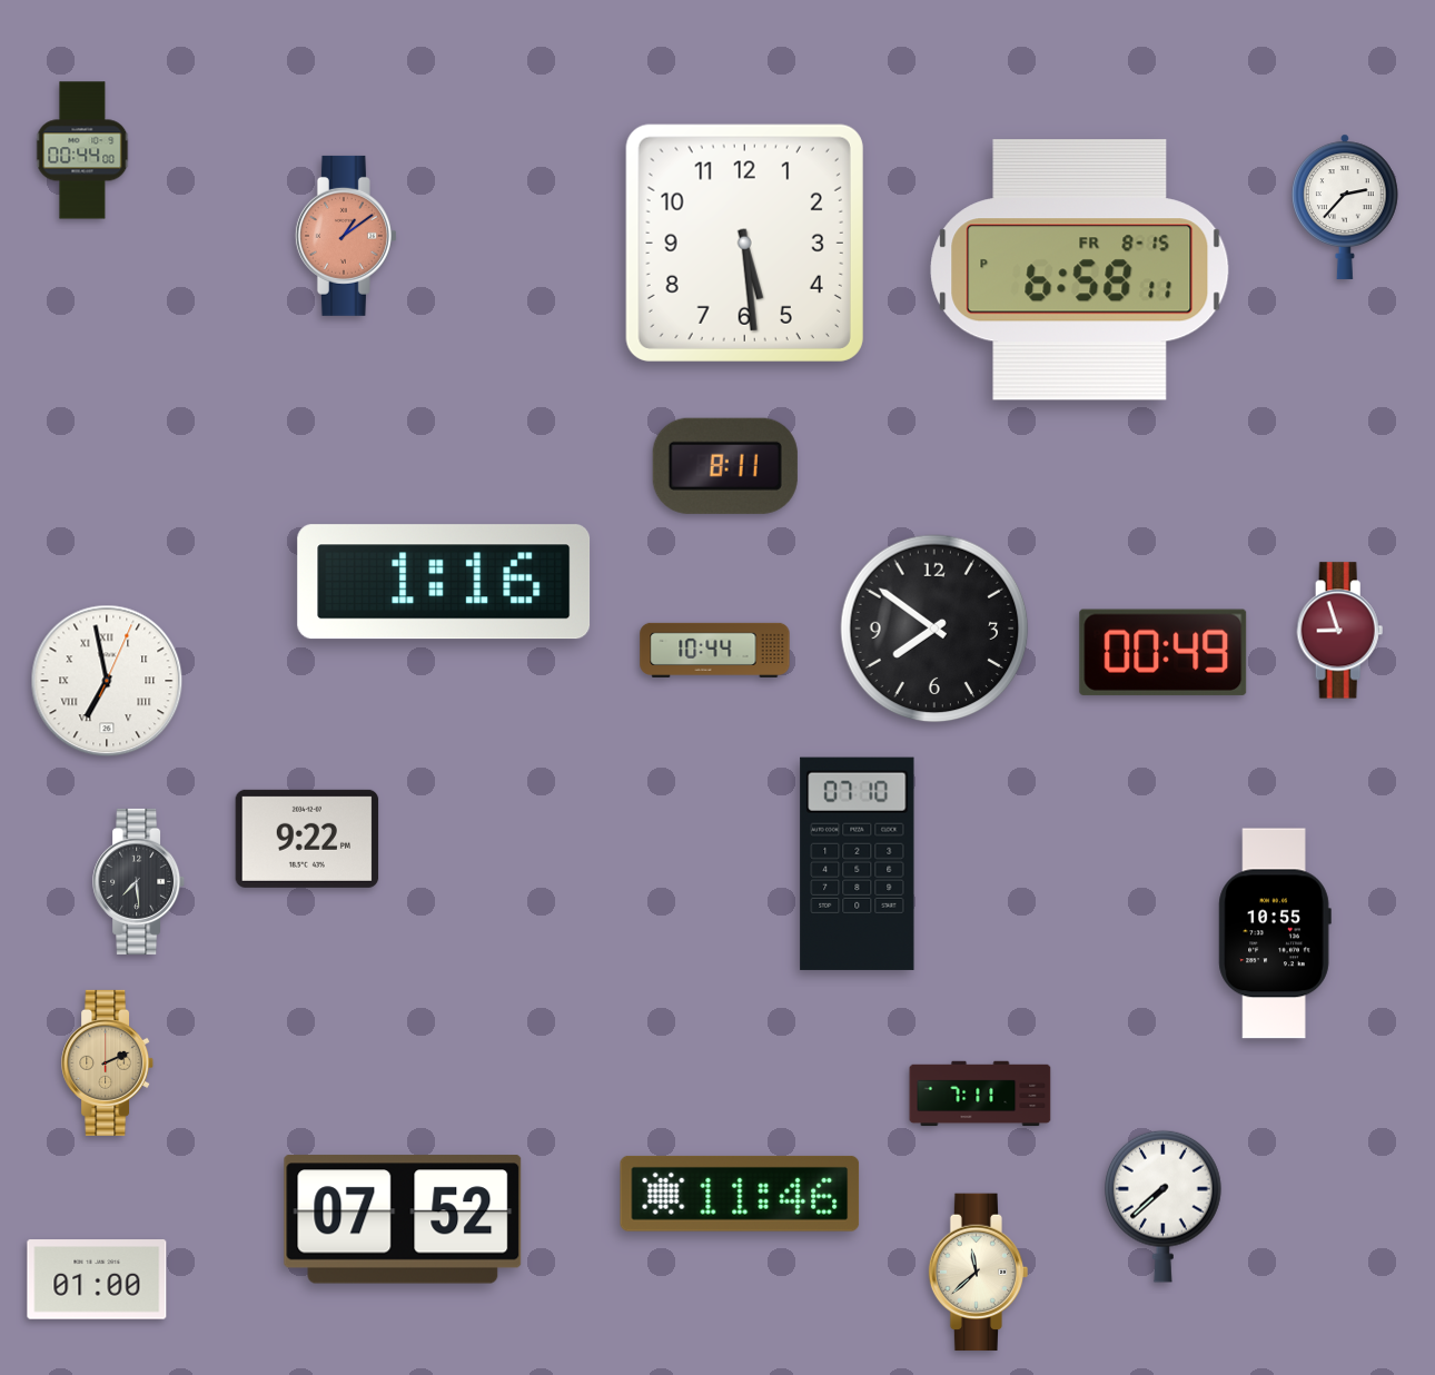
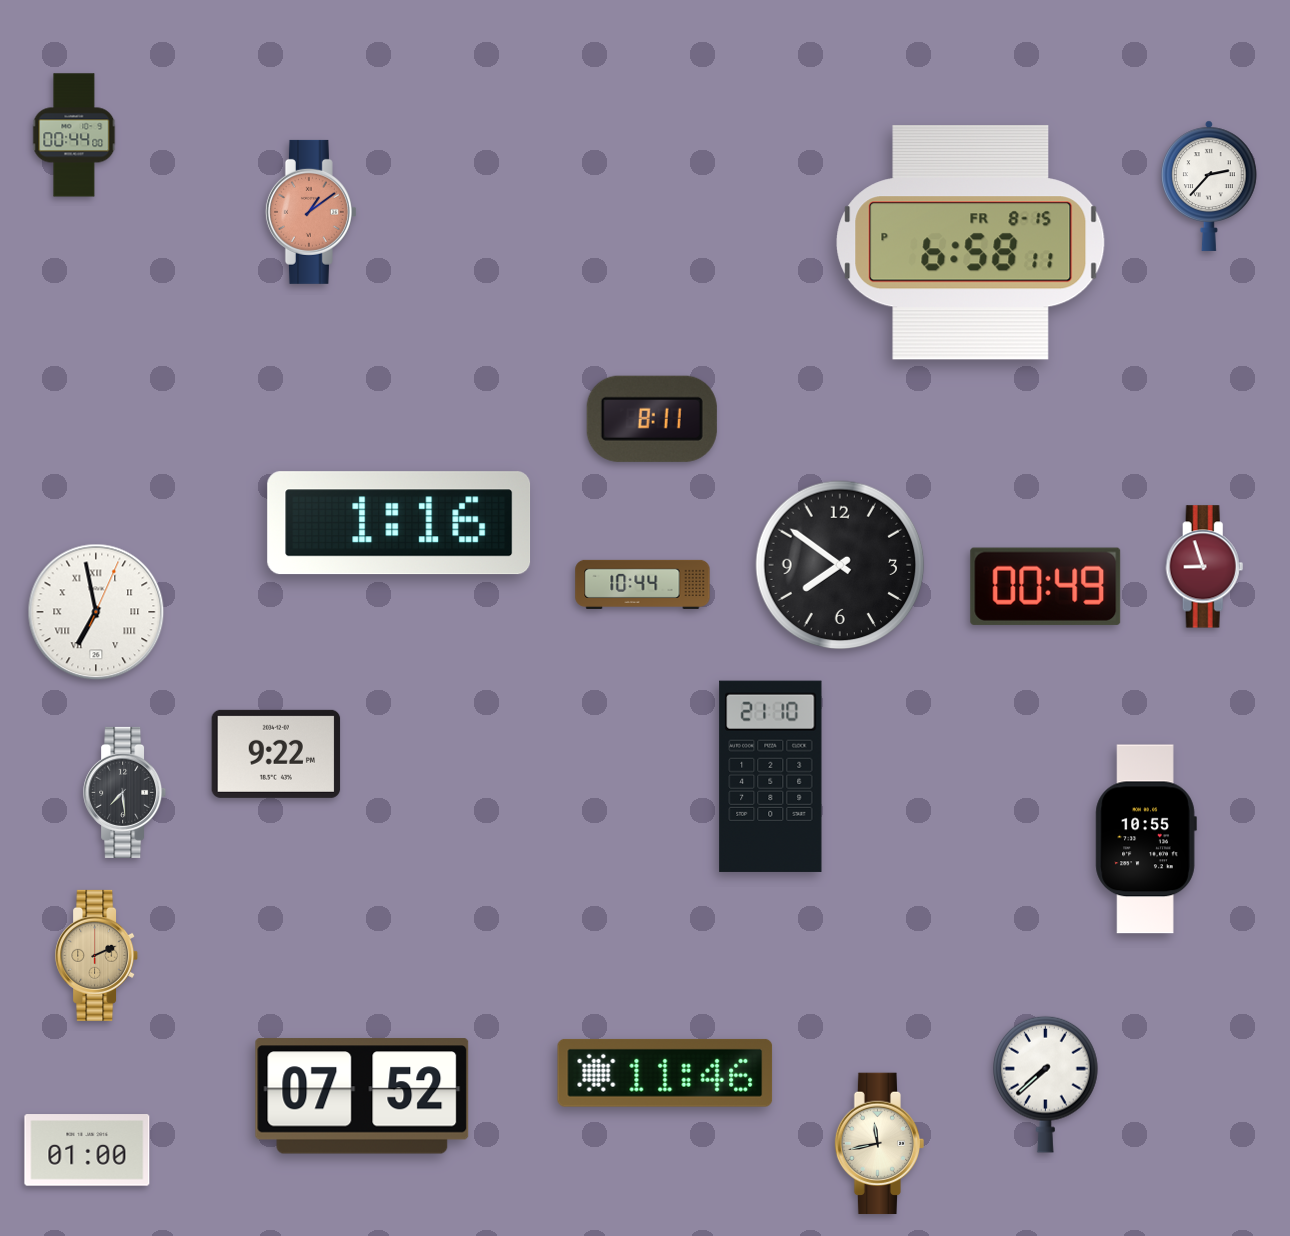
clock at (744, 243): 5:29 -> none
clock at (858, 863): 07:10 -> 21:10
clock at (980, 1094): 7:11 -> none
clock at (979, 1273): 11:38 -> 11:43
